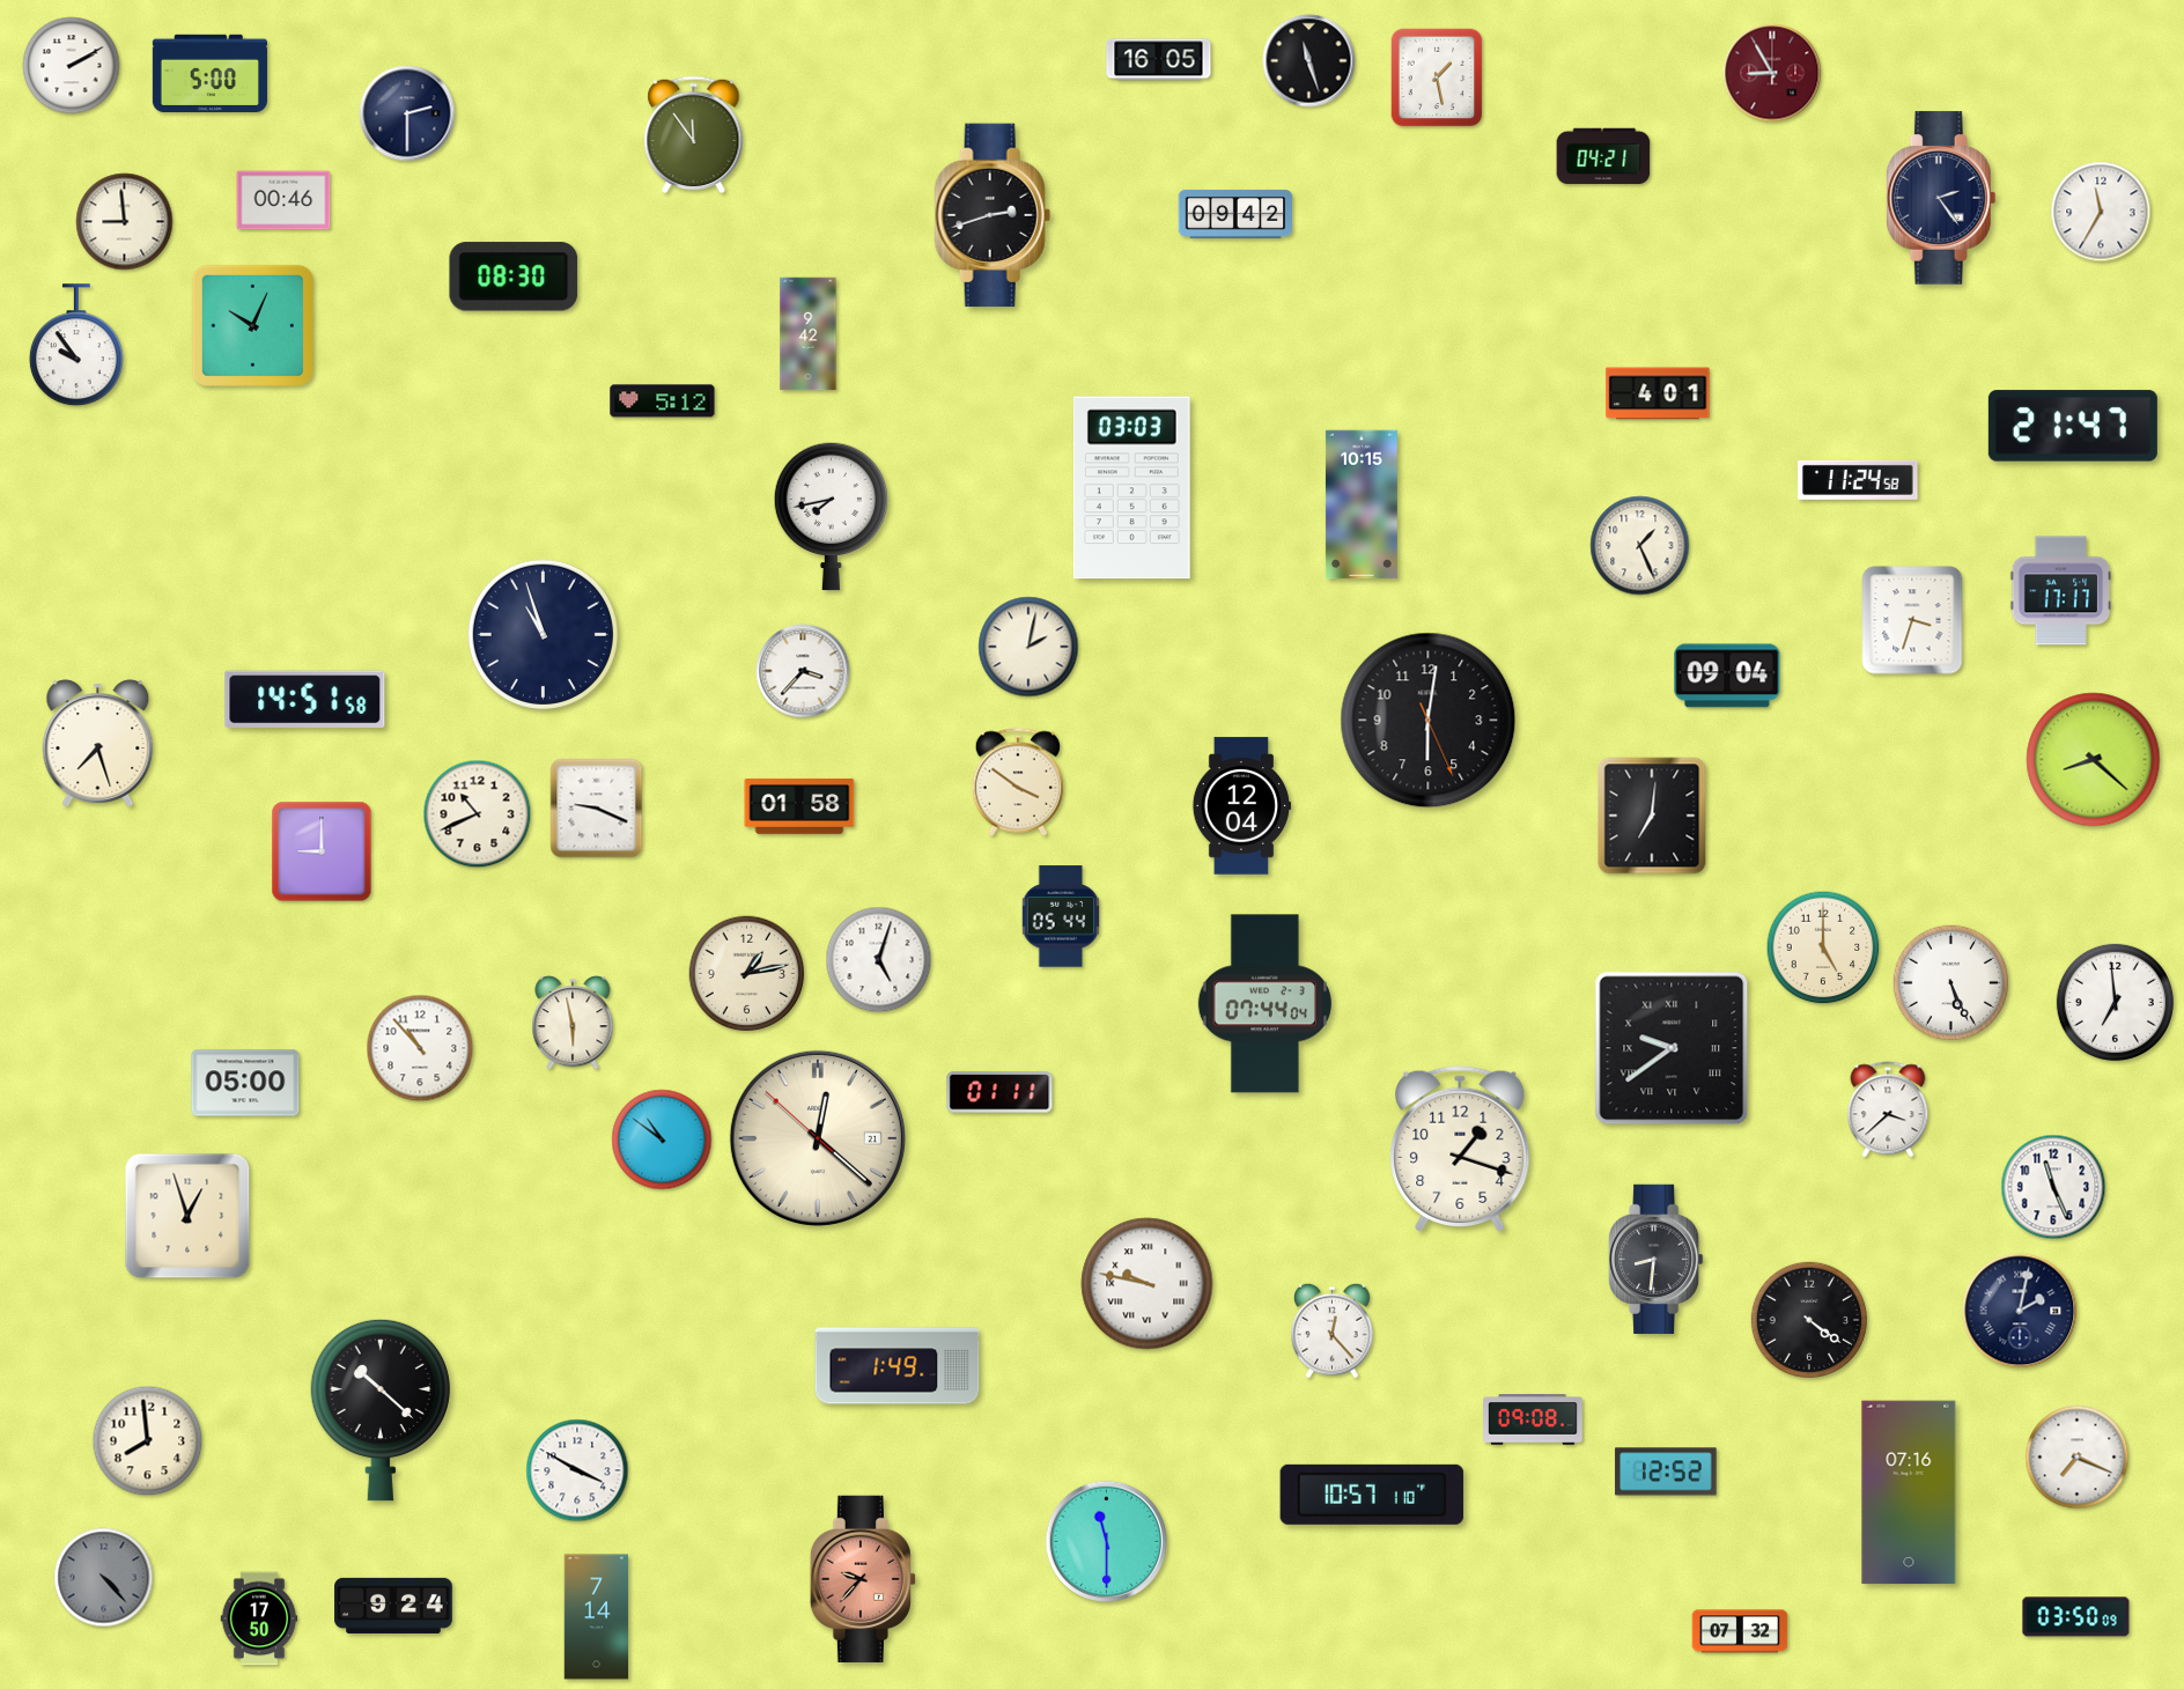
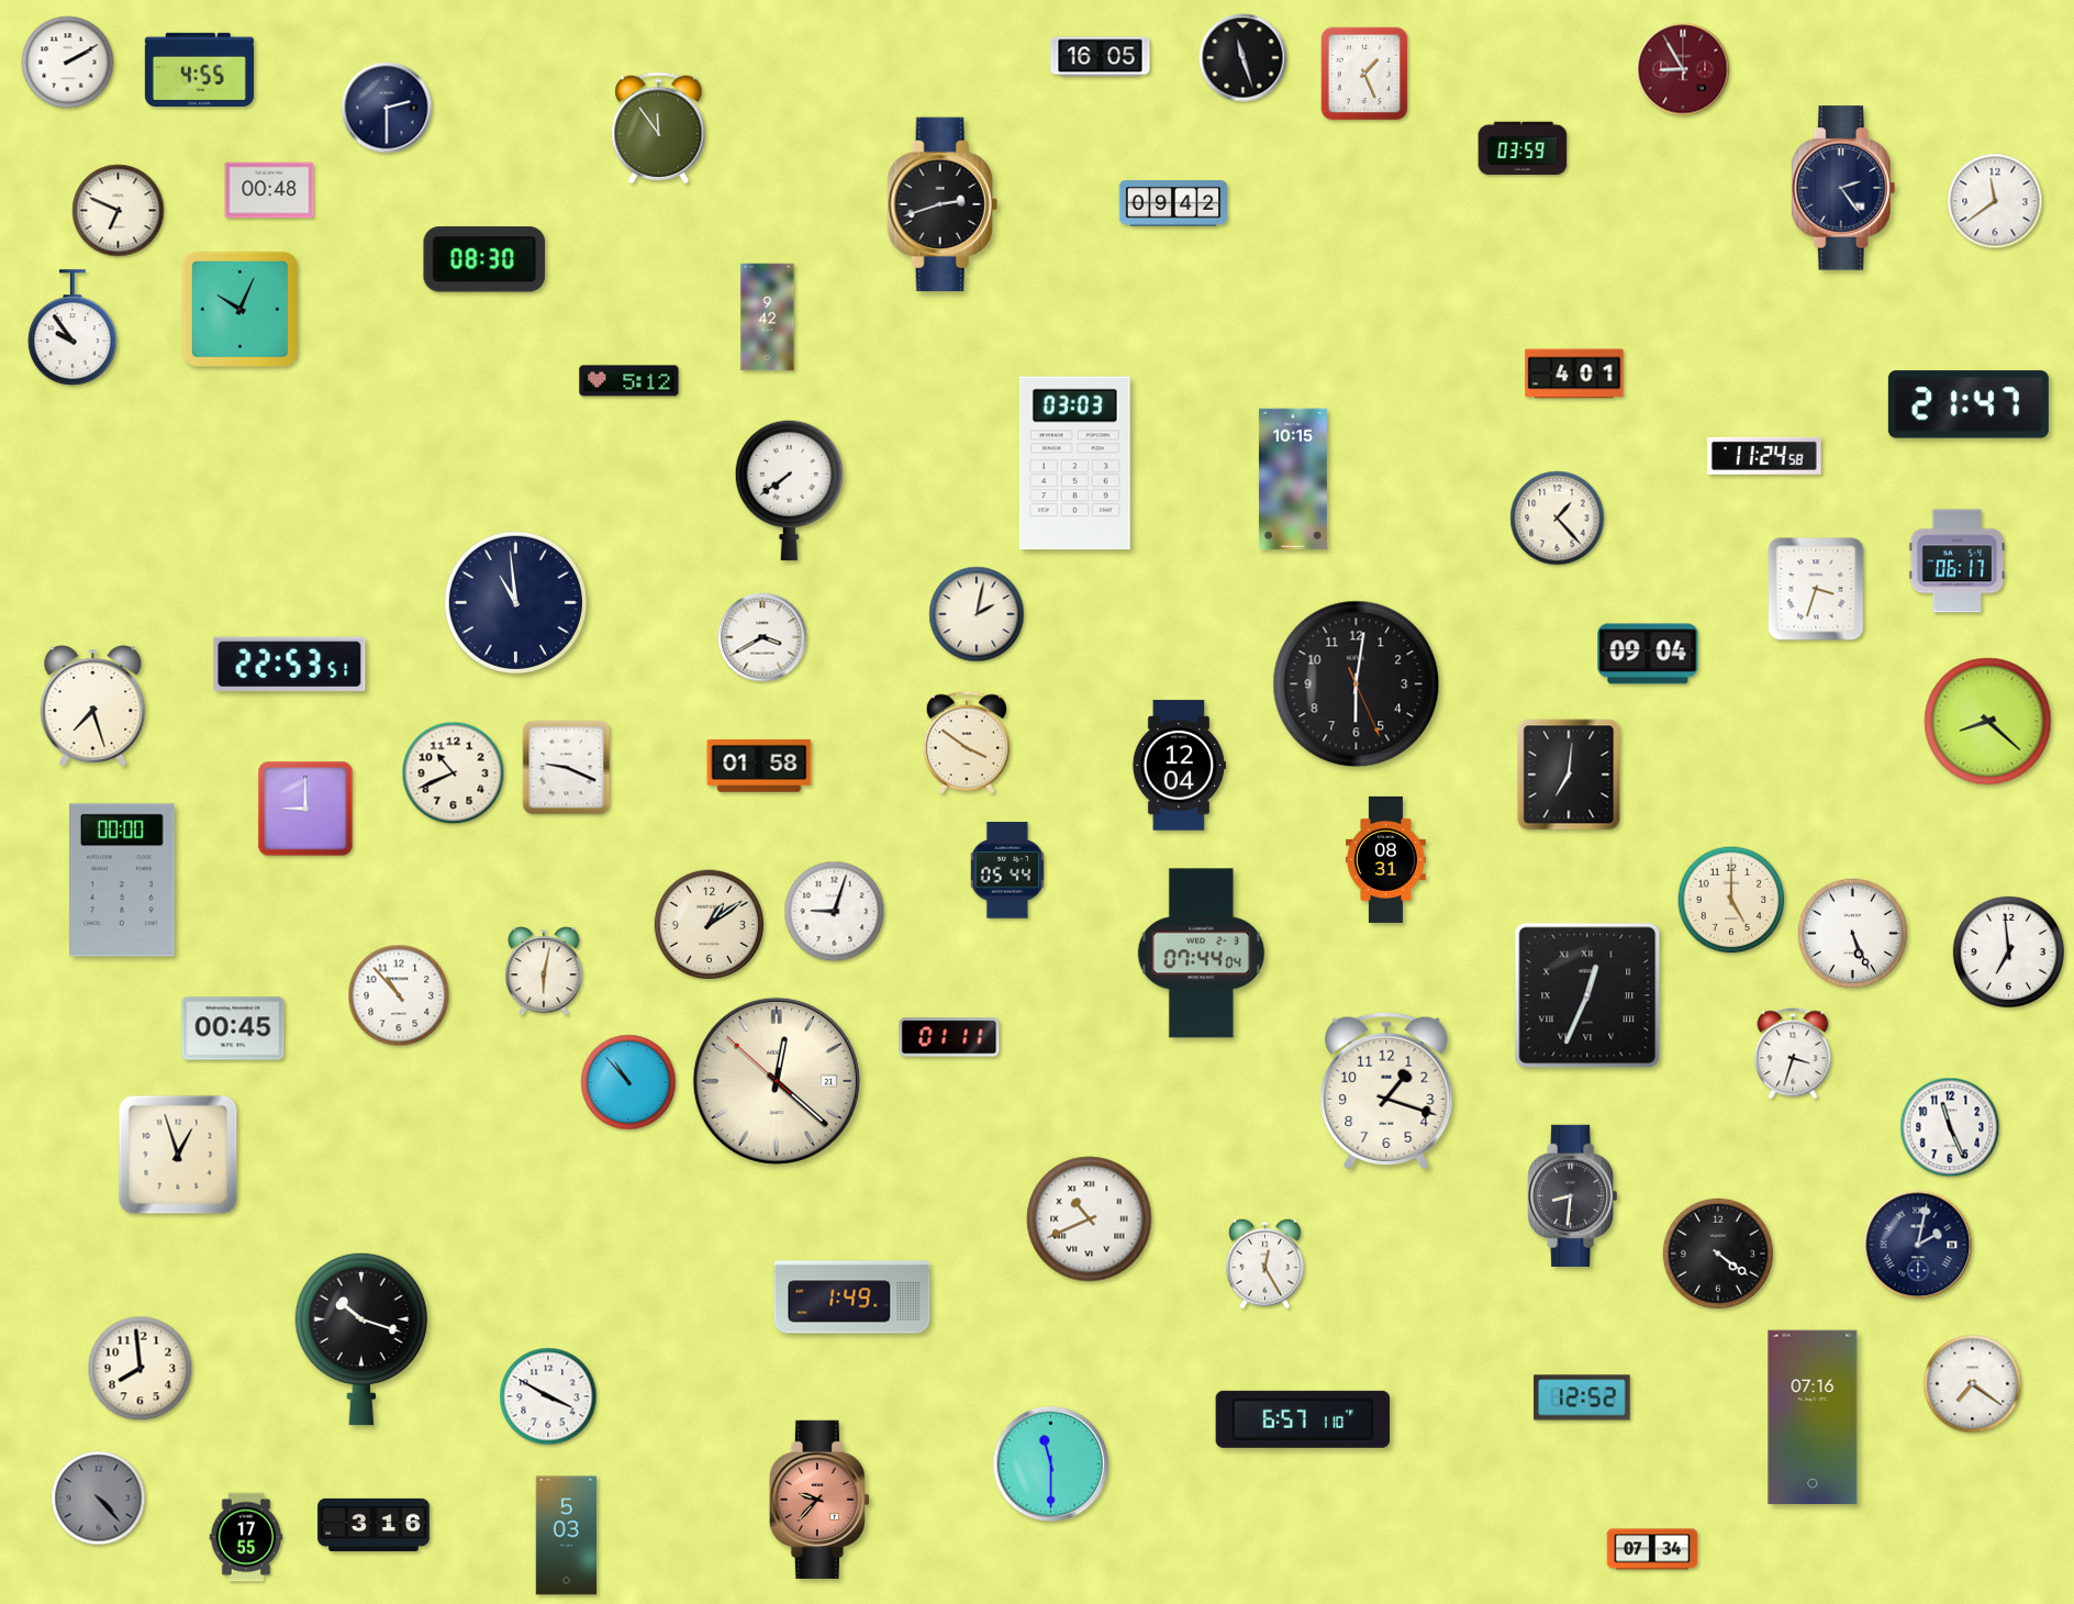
clock at (209, 73): 5:00 -> 4:55
clock at (1437, 78): 1:28 -> 1:26
clock at (1603, 156): 04:21 -> 03:59
clock at (283, 200): 00:46 -> 00:48
clock at (2101, 212): 11:35 -> 11:39
clock at (125, 222): 8:59 -> 6:49
clock at (514, 276) position: (514, 276) -> (484, 259)
clock at (831, 516): 7:43 -> 7:39
clock at (1640, 546): 1:26 -> 1:23
clock at (2061, 591): 17:17 -> 06:17
clock at (543, 634): 10:57 -> 10:59
clock at (803, 671): 3:37 -> 3:40
clock at (1727, 676) position: (1727, 676) -> (1648, 654)
clock at (305, 700): 14:51 -> 22:53
clock at (1385, 859): none -> 08:31
clock at (123, 880): none -> 00:00
clock at (879, 960): 5:03 -> 9:03
clock at (747, 974): 1:13 -> 1:09
clock at (573, 1023): 5:58 -> 6:02
clock at (1672, 1048): 9:39 -> 12:34
clock at (245, 1083): 05:00 -> 00:45
clock at (1888, 1109): 3:38 -> 3:33
clock at (662, 1139): 10:51 -> 10:53
clock at (1148, 1284): 9:47 -> 10:41
clock at (1333, 1330): 12:23 -> 12:25
clock at (381, 1410): 10:22 -> 10:18
clock at (1534, 1419): 09:08 -> none
clock at (2078, 1458): 7:19 -> 7:21
clock at (1372, 1495): 10:57 -> 6:57
clock at (393, 1606): 9:24 -> 3:16
clock at (597, 1617): 7:14 -> 5:03
clock at (2076, 1617): 03:50 -> none
clock at (259, 1618): 17:50 -> 17:55
clock at (1740, 1631): 07:32 -> 07:34
